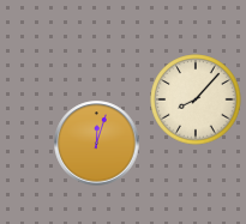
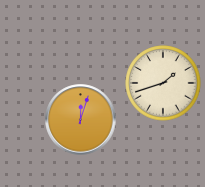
clock at (196, 99): 8:07 -> 1:42
